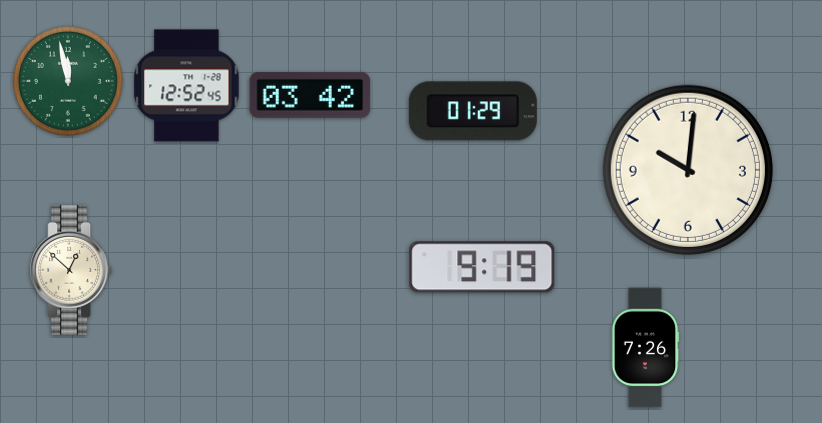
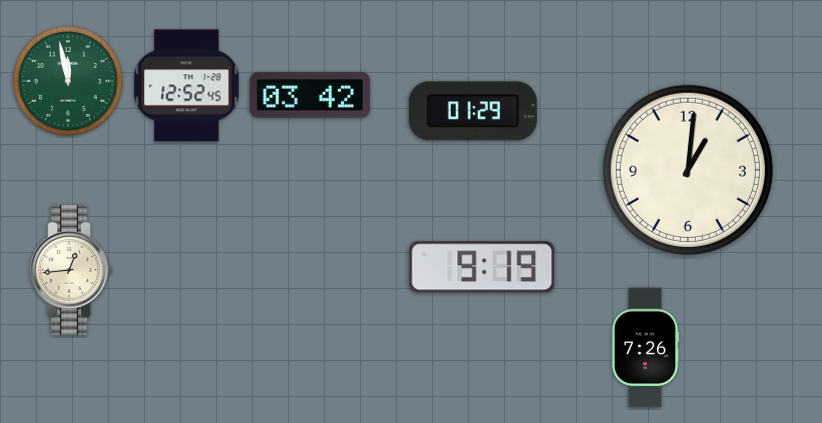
clock at (688, 170): 10:01 -> 1:01
clock at (71, 270): 12:52 -> 12:44
